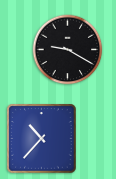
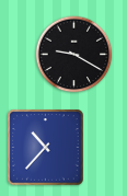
clock at (42, 139) position: (42, 139) -> (46, 148)
